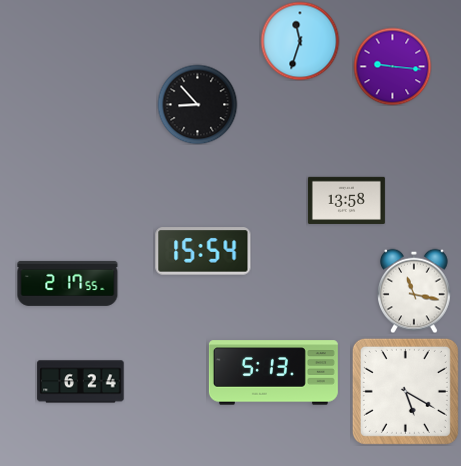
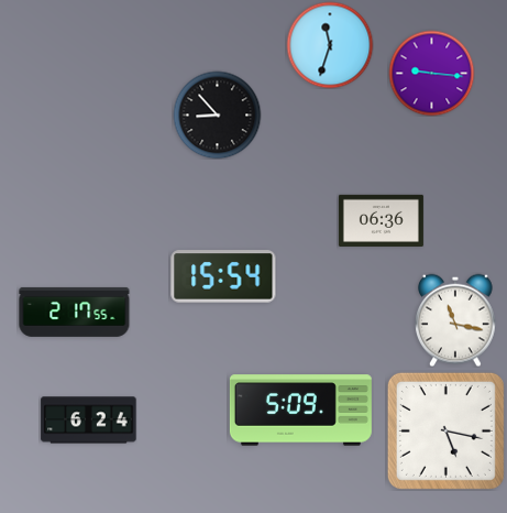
clock at (346, 200): 13:58 -> 06:36
clock at (273, 373): 5:13 -> 5:09
clock at (405, 391): 5:20 -> 5:17
